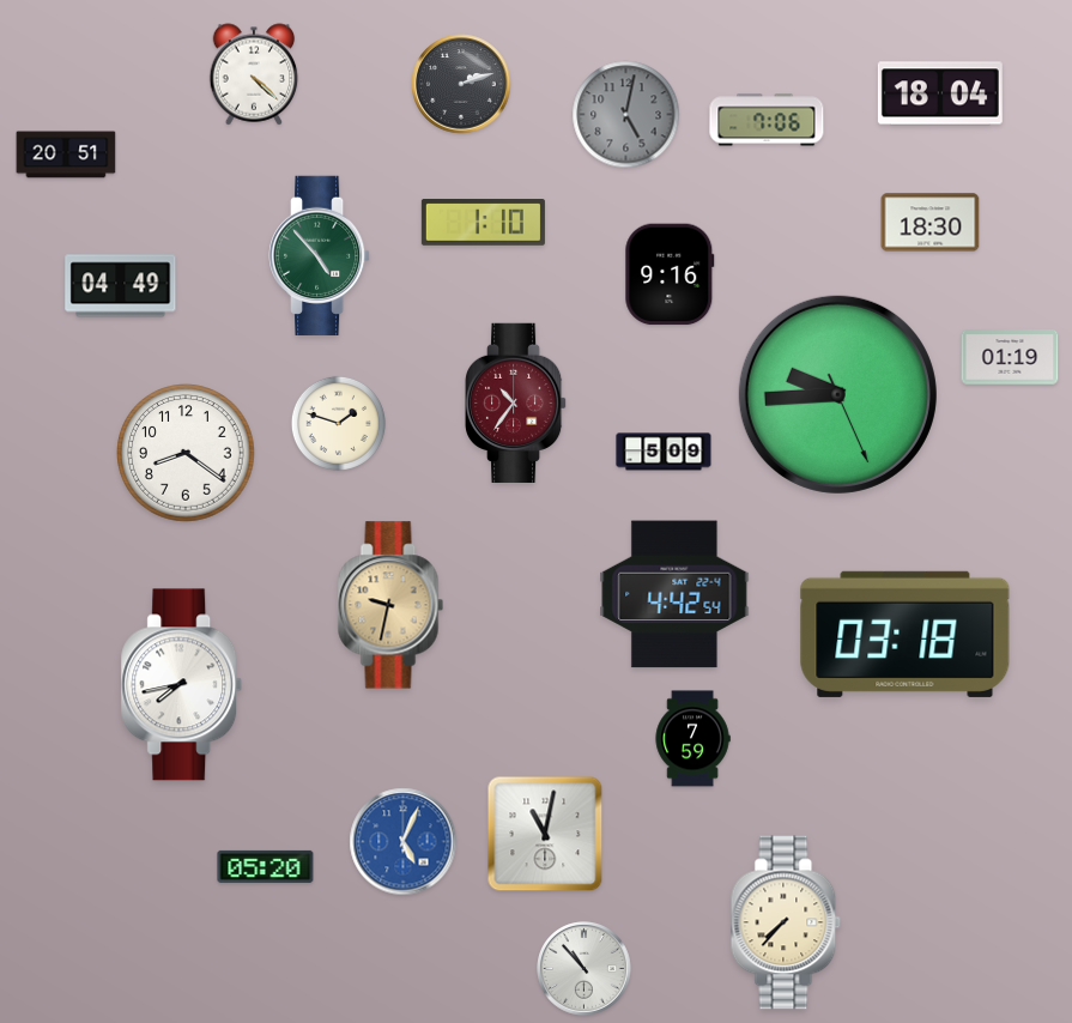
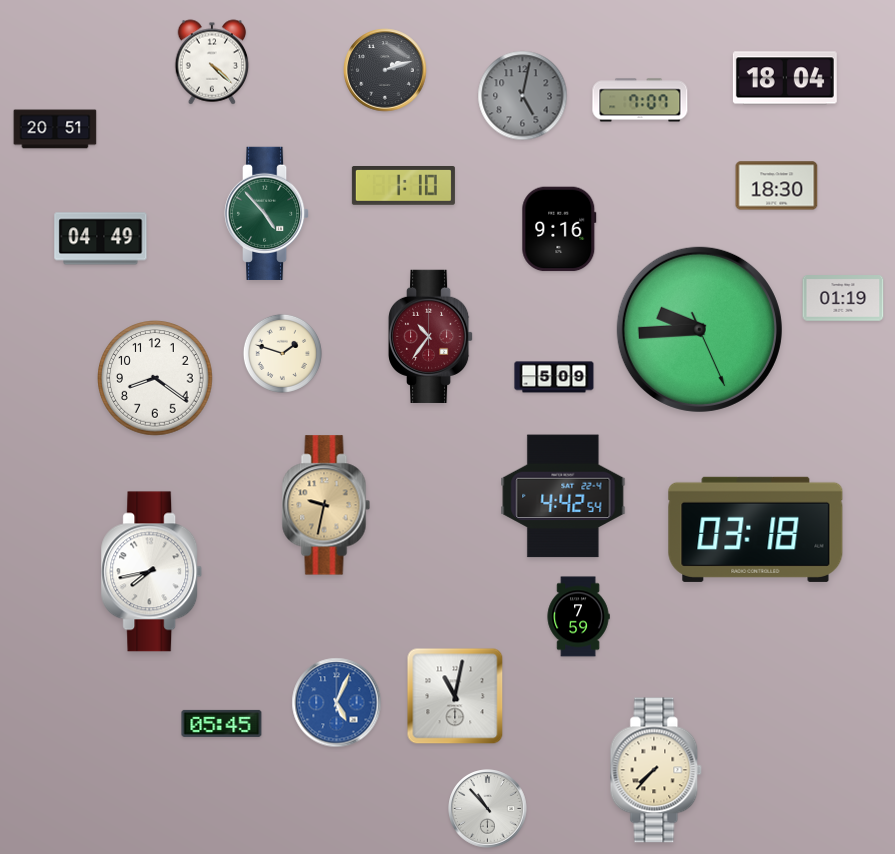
clock at (767, 120): 7:06 -> 7:07
clock at (266, 866): 05:20 -> 05:45
